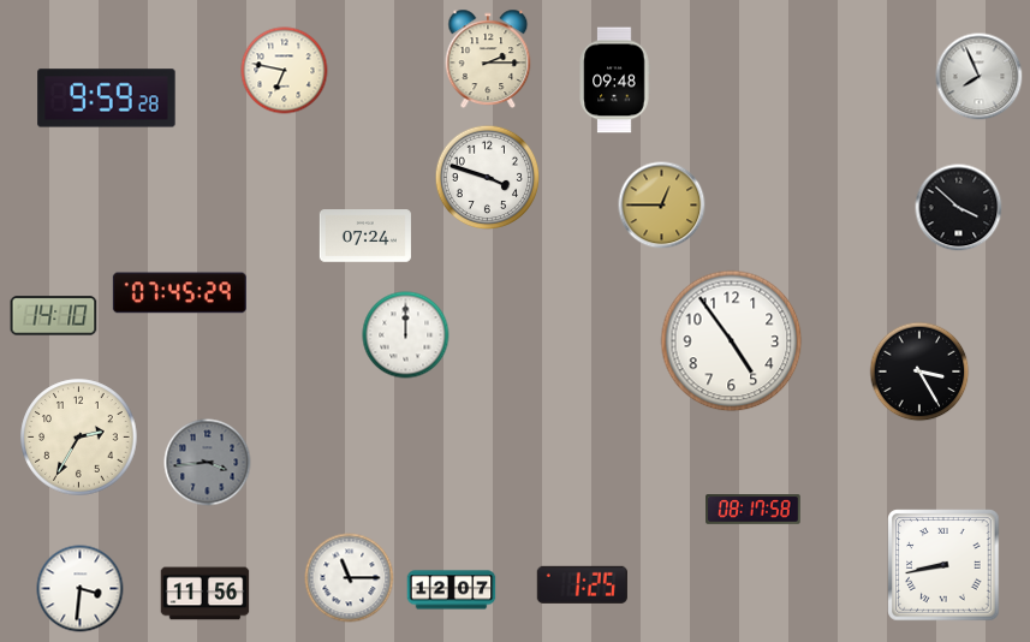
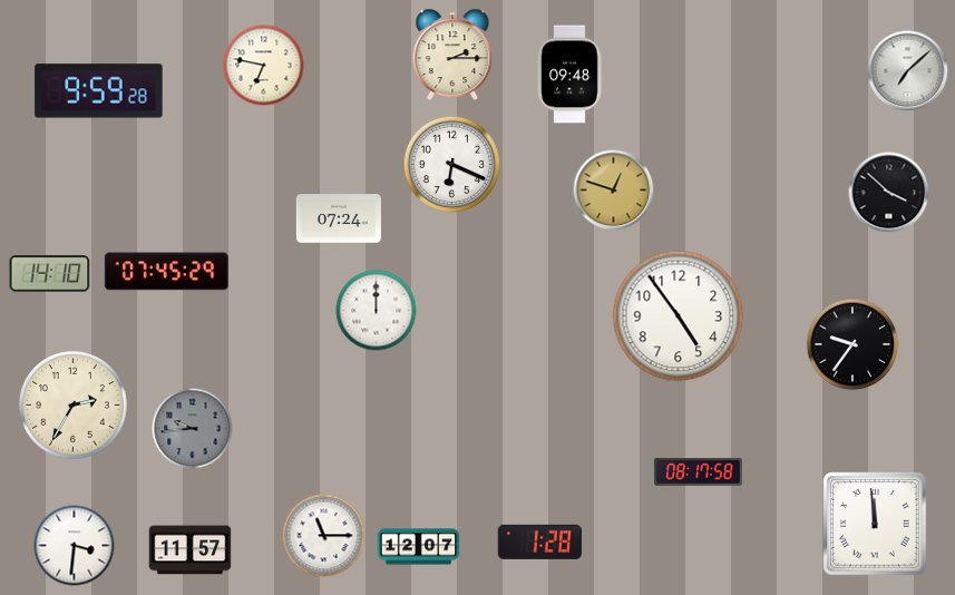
clock at (980, 77): 7:56 -> 7:08
clock at (488, 178): 3:48 -> 6:19
clock at (662, 206): 12:45 -> 12:48
clock at (54, 316) position: (54, 316) -> (50, 274)
clock at (919, 371): 3:25 -> 9:36
clock at (208, 463): 3:44 -> 9:44
clock at (943, 565): 8:43 -> 11:59
clock at (582, 584): 1:25 -> 1:28
clock at (206, 594): 11:56 -> 11:57
